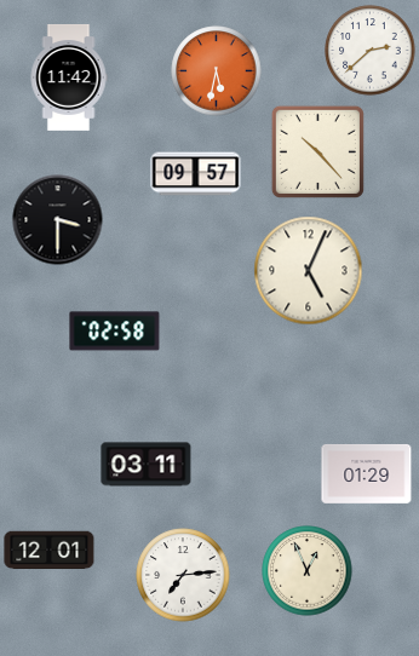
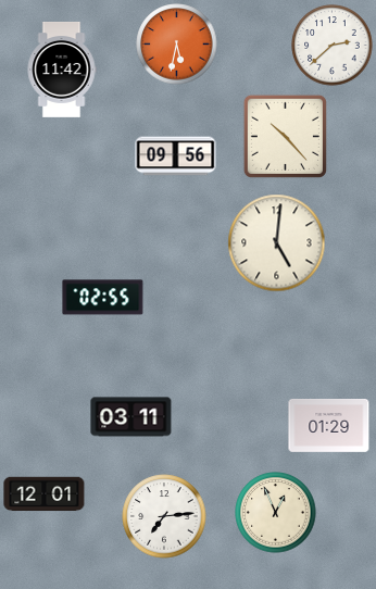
clock at (217, 71) position: (217, 71) -> (177, 45)
clock at (196, 174): 09:57 -> 09:56
clock at (58, 220): 3:30 -> none
clock at (309, 271): 5:04 -> 5:01
clock at (115, 332): 02:58 -> 02:55
